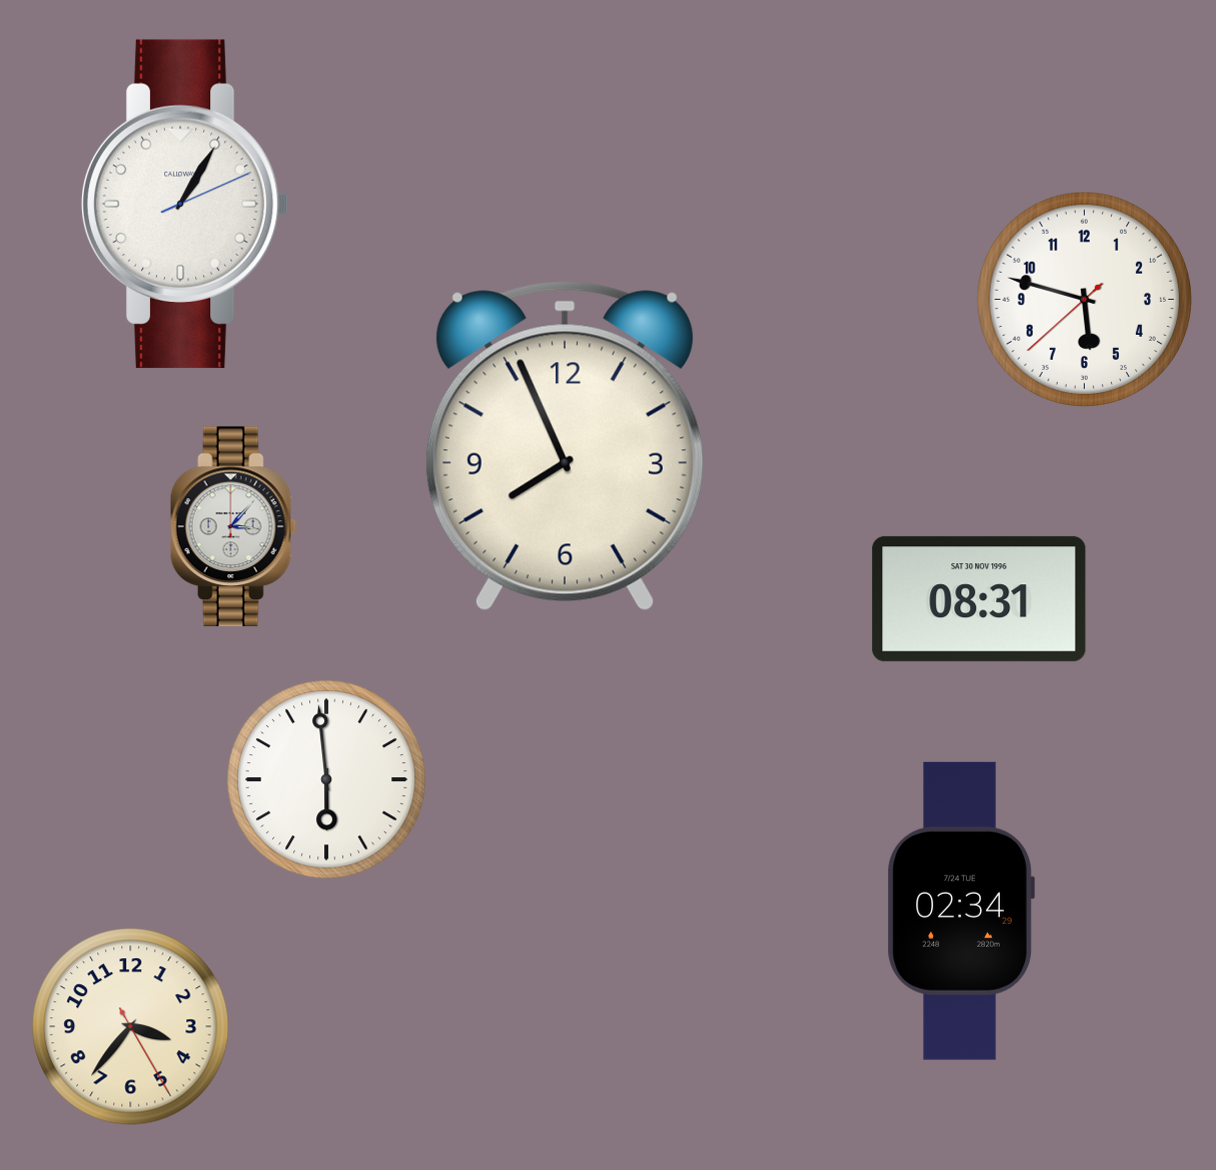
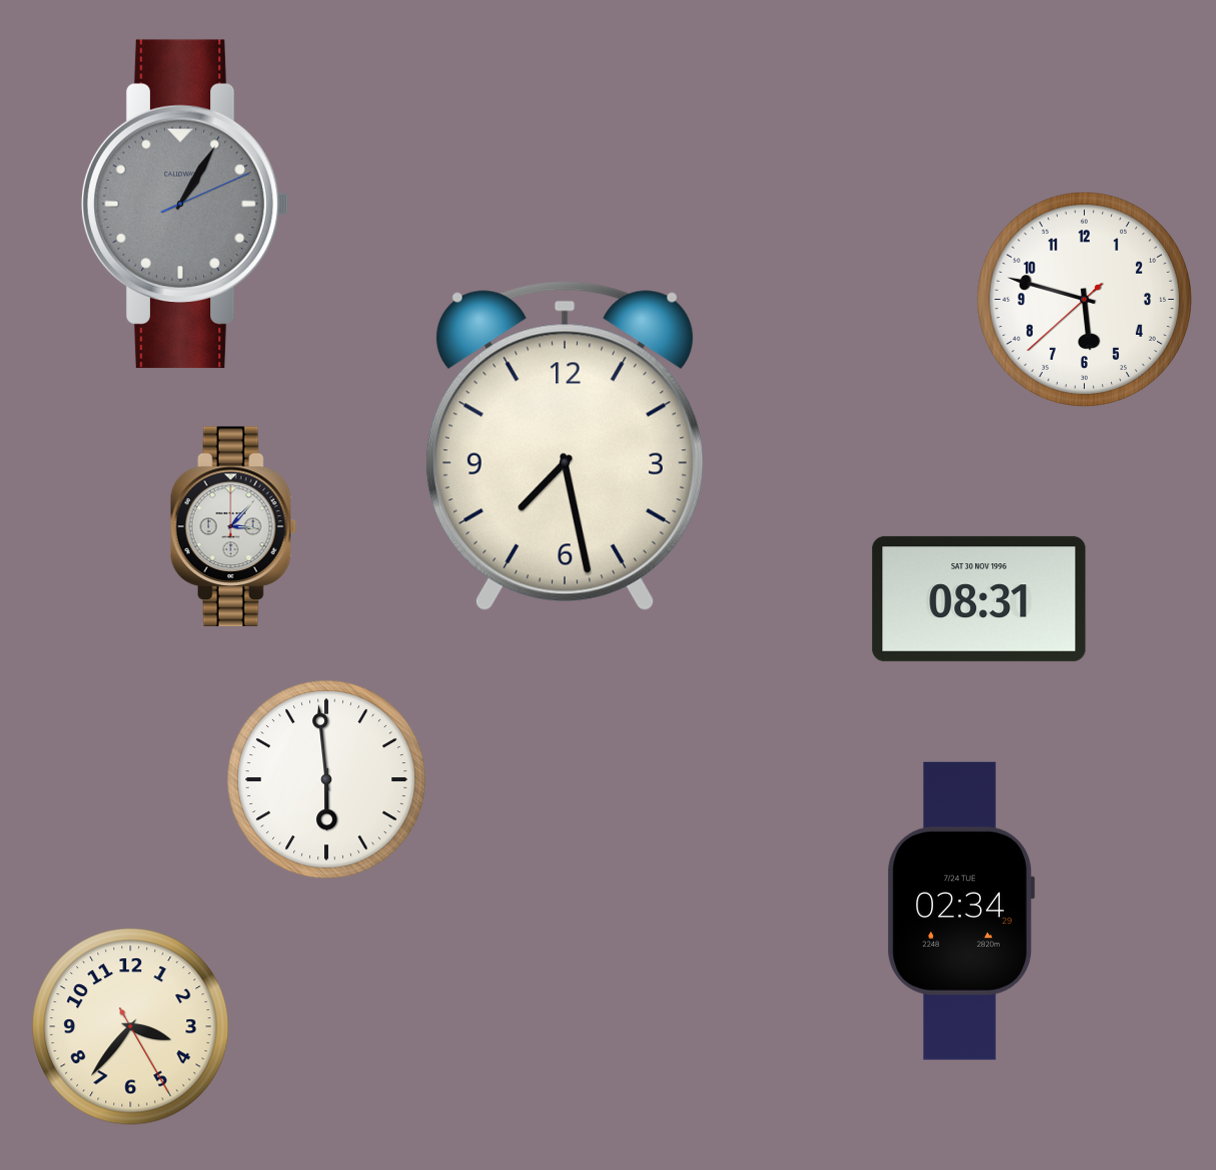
clock at (185, 204) dial: white -> grey
clock at (565, 446): 7:56 -> 7:28
